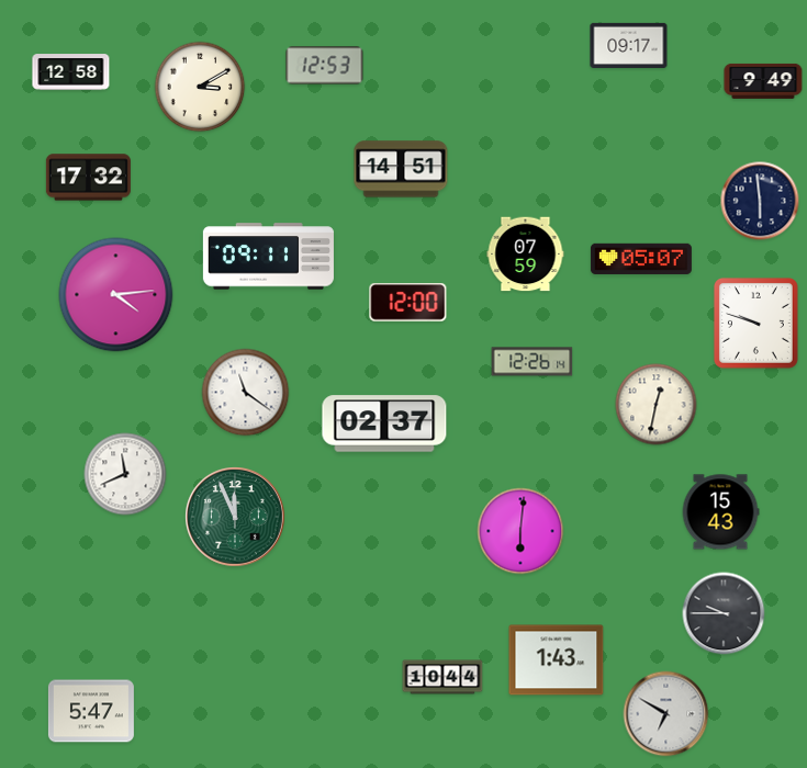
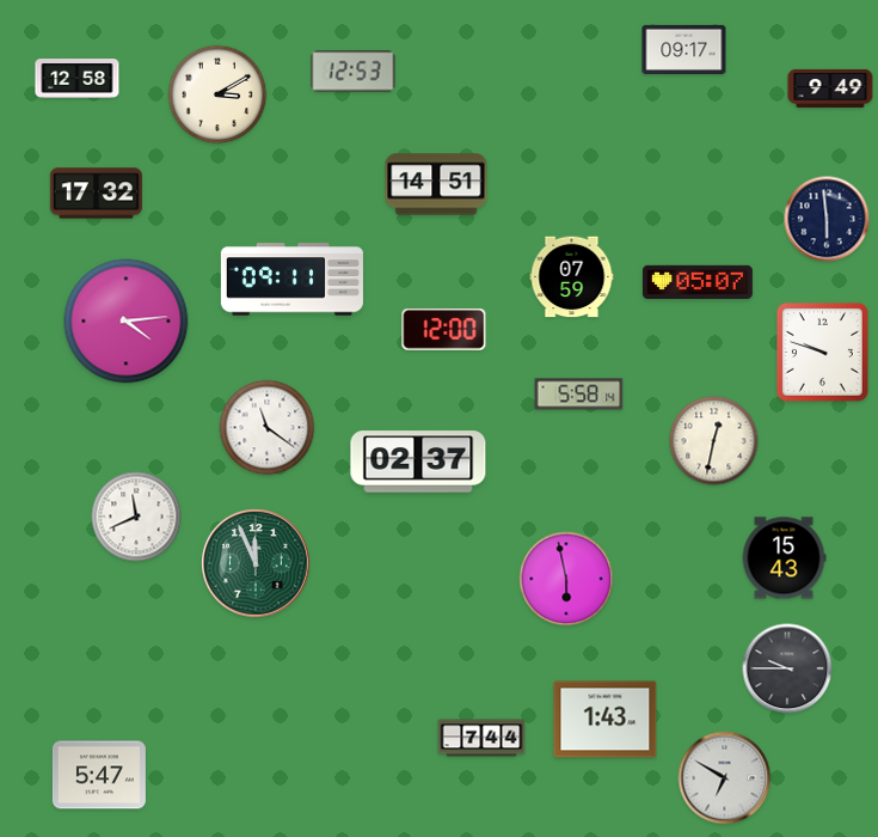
clock at (533, 362): 12:26 -> 5:58
clock at (520, 531): 6:01 -> 5:58
clock at (442, 677): 10:44 -> 7:44
